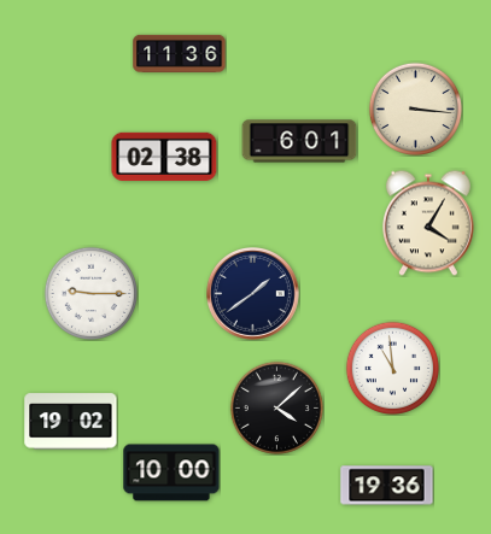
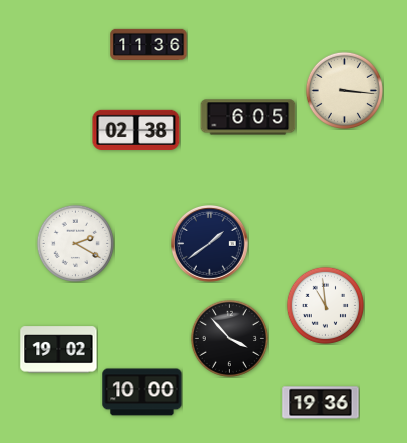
clock at (299, 141): 6:01 -> 6:05
clock at (428, 223): 4:05 -> none
clock at (90, 293): 9:15 -> 2:20
clock at (276, 407): 4:08 -> 3:53
